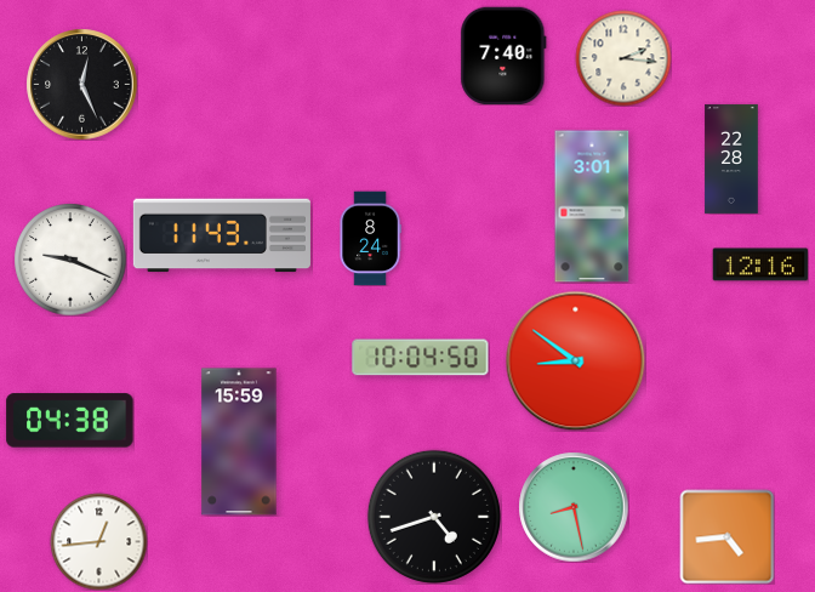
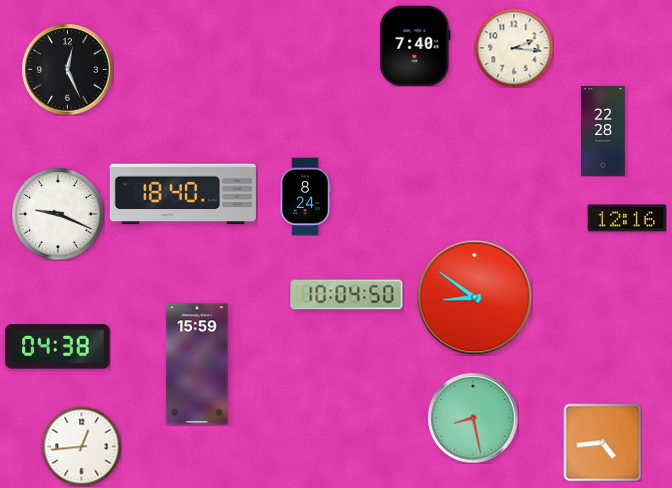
clock at (592, 206): 3:01 -> none
clock at (222, 235): 11:43 -> 18:40
clock at (434, 517): 4:42 -> none
clock at (726, 536) position: (726, 536) -> (602, 442)
